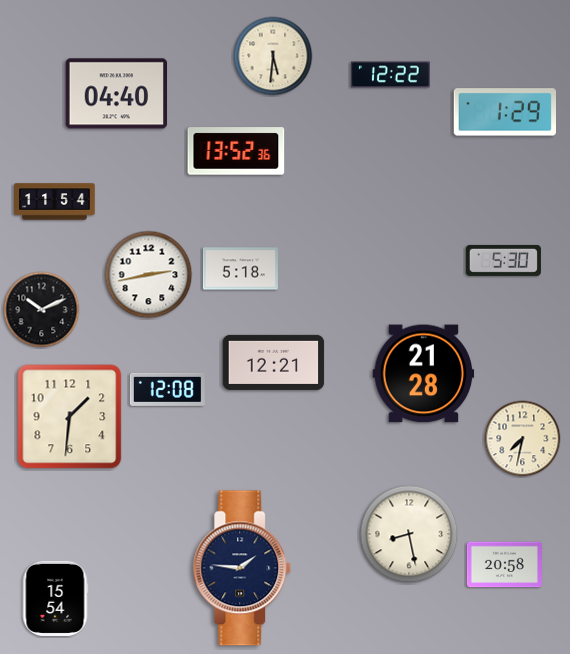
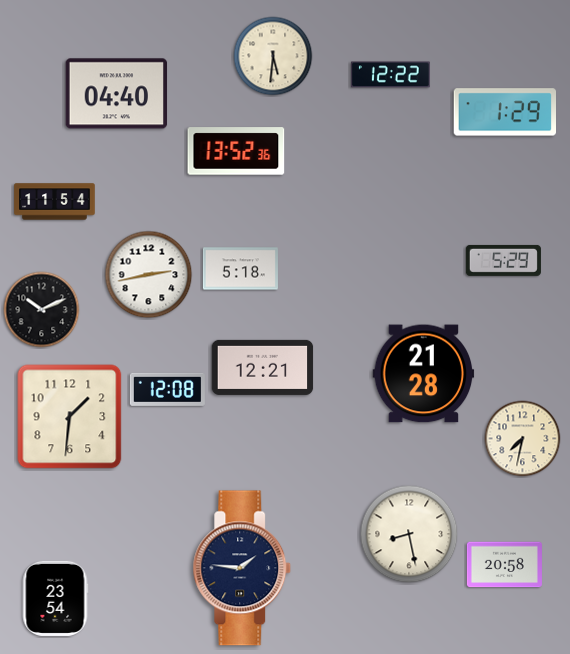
clock at (503, 260): 5:30 -> 5:29
clock at (274, 362) position: (274, 362) -> (263, 367)
clock at (55, 598): 15:54 -> 23:54
